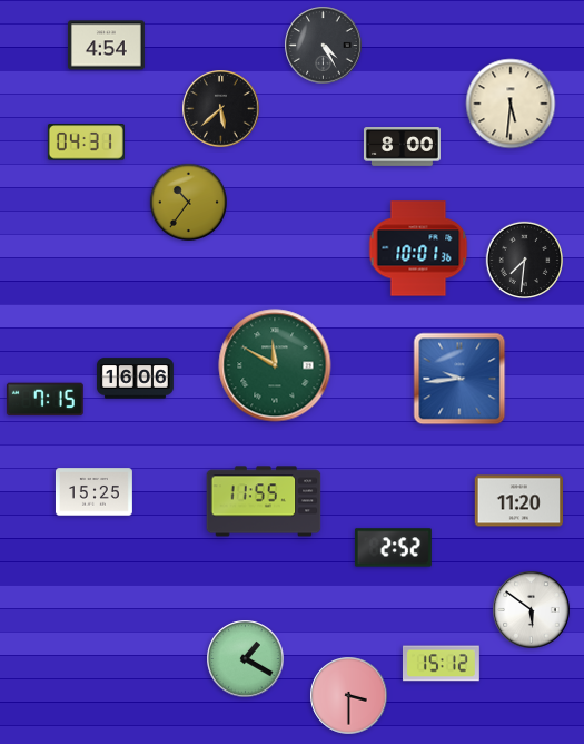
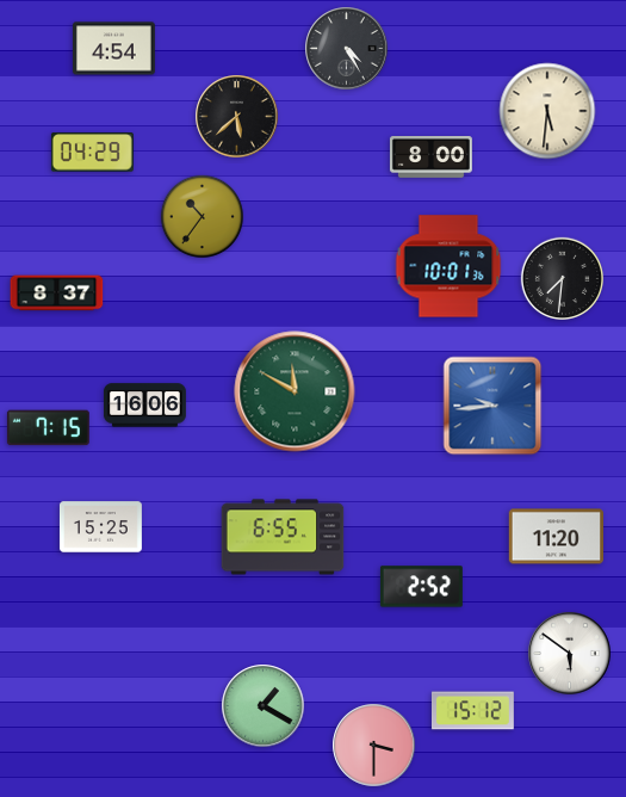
clock at (86, 143): 04:31 -> 04:29
clock at (57, 294): none -> 8:37
clock at (264, 501): 11:55 -> 6:55
